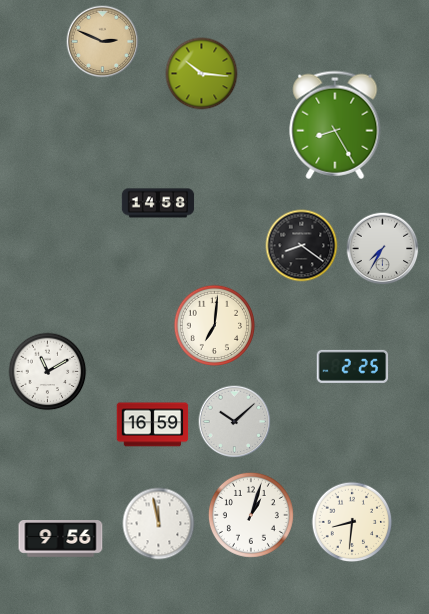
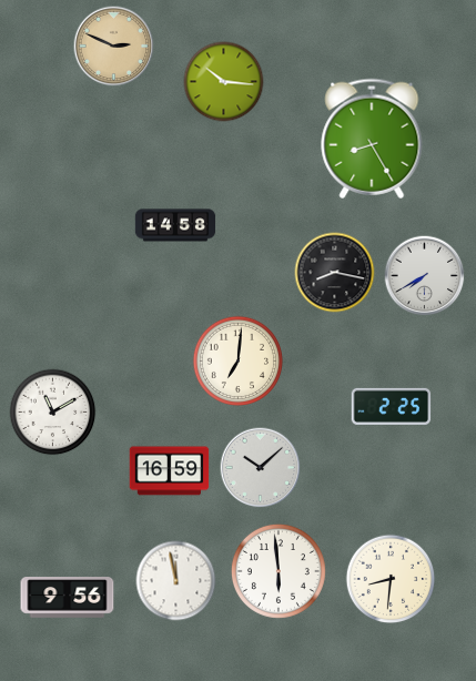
clock at (302, 246): 8:21 -> 8:17
clock at (383, 249): 7:35 -> 7:40
clock at (251, 515): 1:03 -> 5:59
